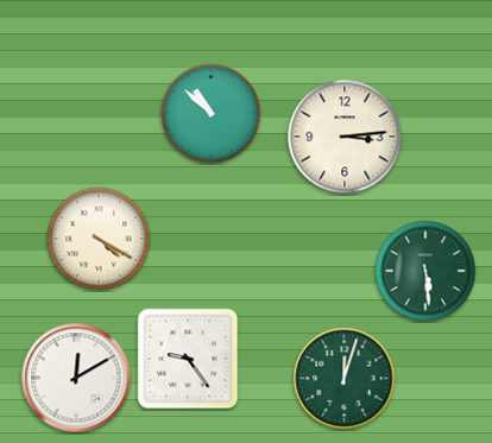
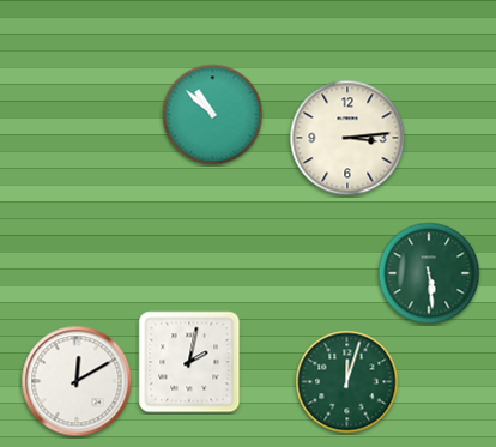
clock at (99, 239): 4:20 -> none
clock at (188, 359): 9:24 -> 2:02
